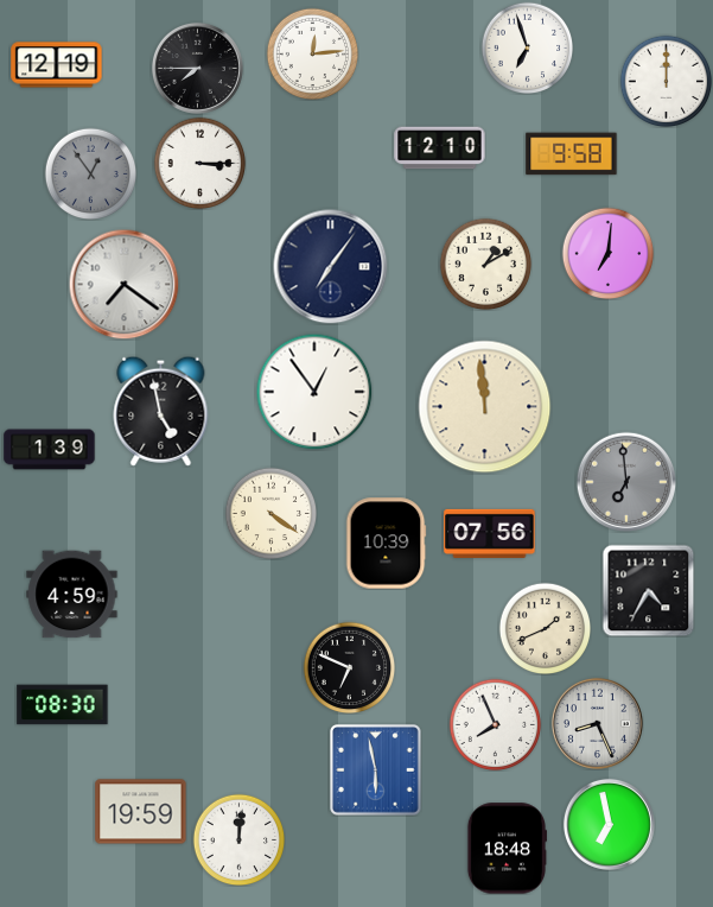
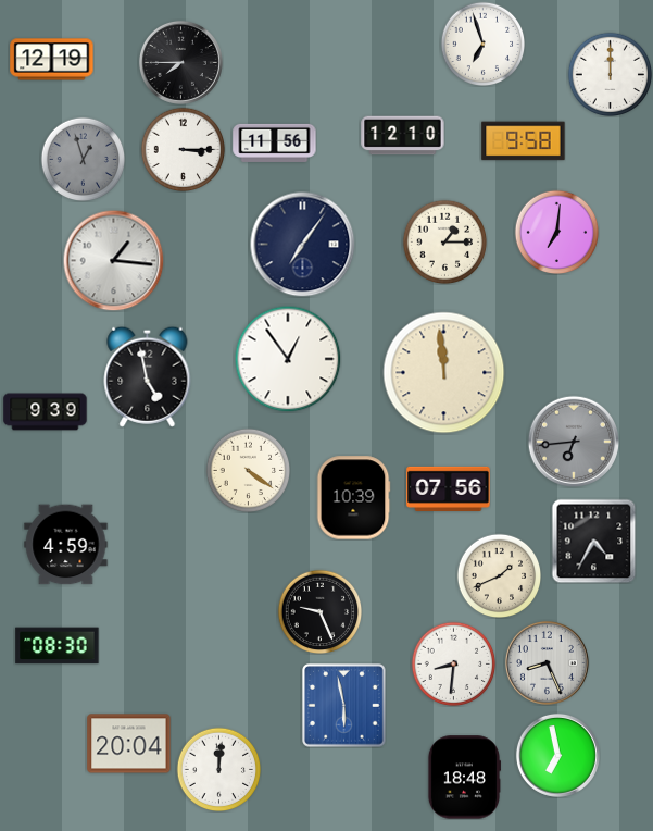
clock at (312, 53): 12:14 -> none
clock at (275, 142): none -> 11:56
clock at (90, 173): 12:54 -> 12:57
clock at (485, 264): 1:10 -> 1:15
clock at (123, 284): 7:21 -> 1:16
clock at (50, 450): 1:39 -> 9:39
clock at (625, 481): 6:59 -> 6:44
clock at (349, 667): 6:49 -> 9:26
clock at (495, 724): 7:56 -> 8:31
clock at (141, 812): 19:59 -> 20:04
